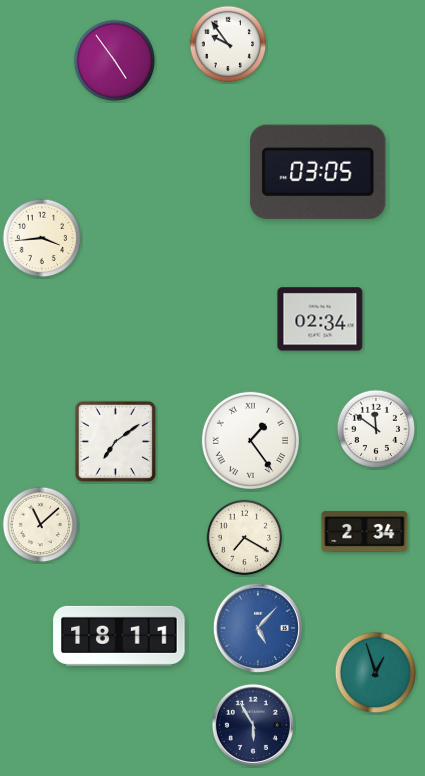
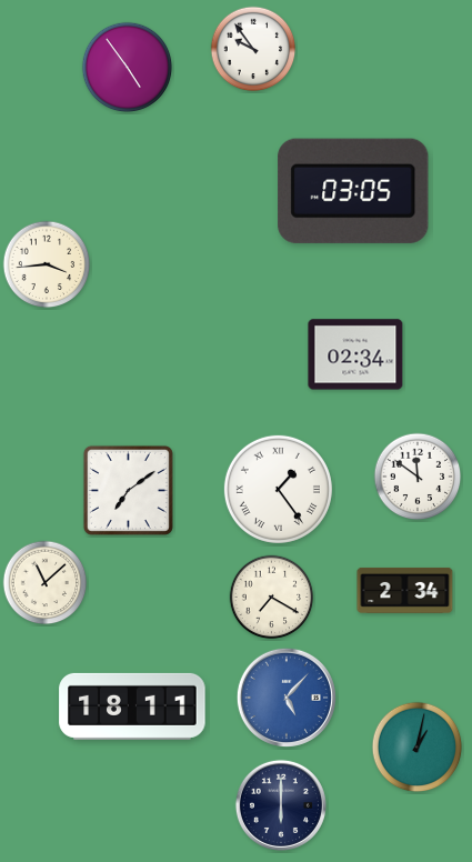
clock at (376, 673): 12:57 -> 1:02
clock at (253, 725): 5:55 -> 6:00
